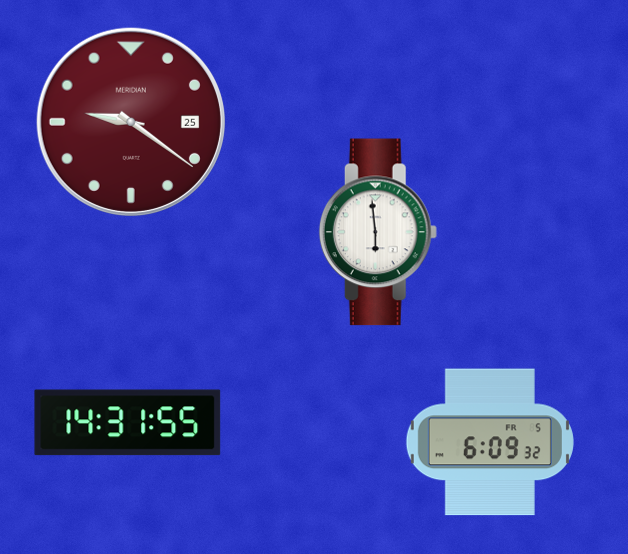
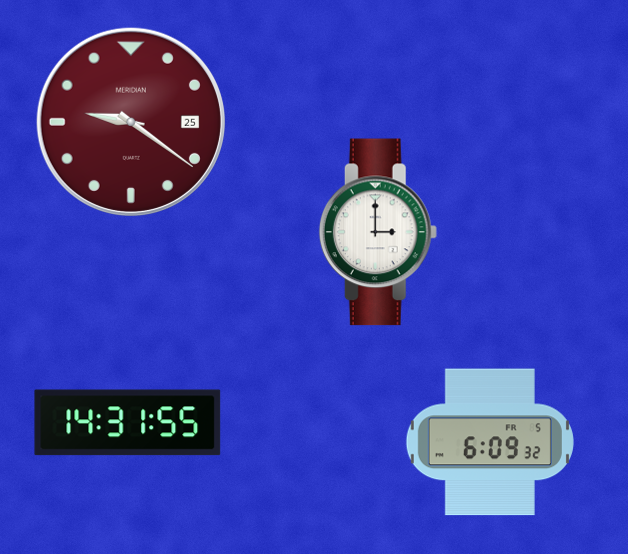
clock at (378, 232): 5:59 -> 3:00
